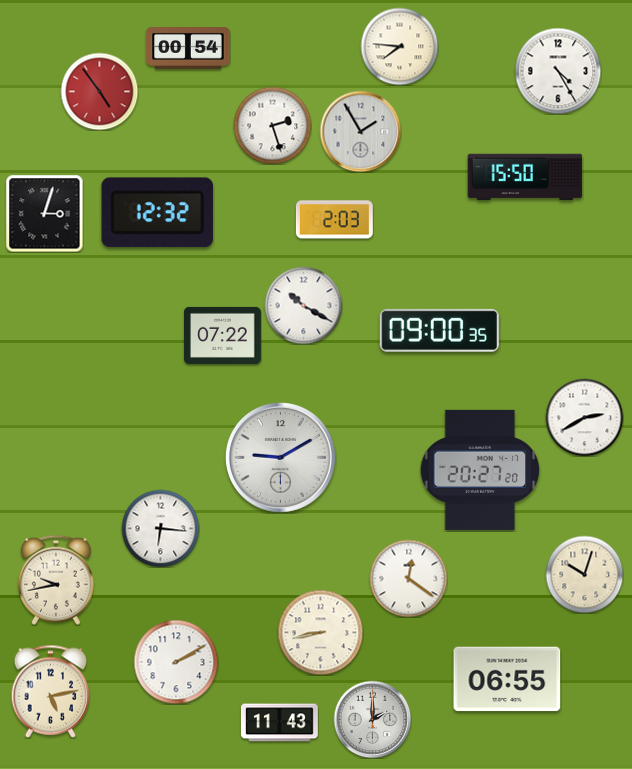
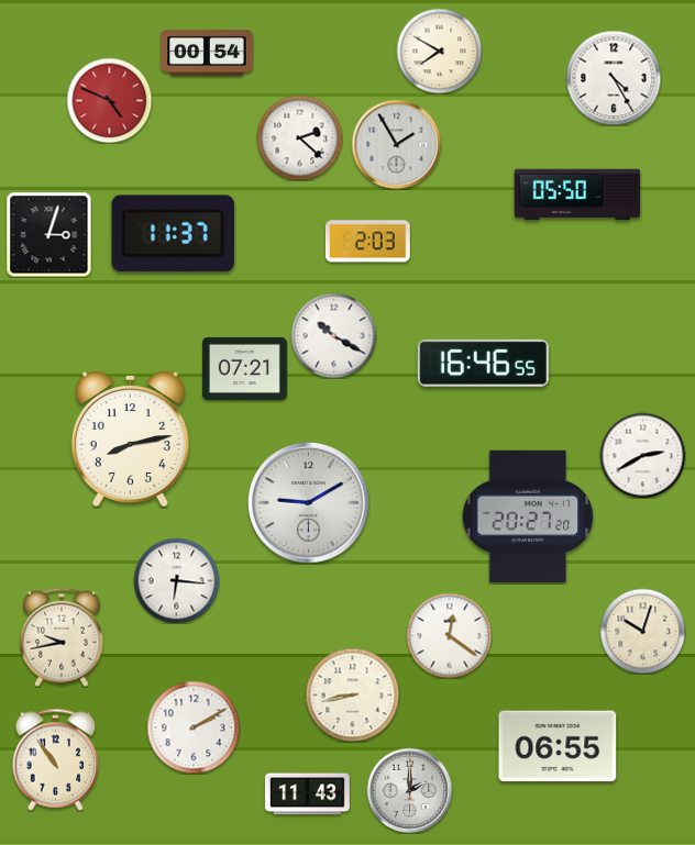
clock at (399, 46): 7:46 -> 7:50
clock at (99, 91): 4:54 -> 4:49
clock at (272, 125): 2:27 -> 2:22
clock at (525, 177): 15:50 -> 05:50
clock at (157, 213): 12:32 -> 11:37
clock at (439, 330): 09:00 -> 16:46
clock at (222, 335): 07:22 -> 07:21
clock at (130, 437): none -> 8:13
clock at (584, 417) position: (584, 417) -> (642, 455)
clock at (51, 691): 5:13 -> 10:54
